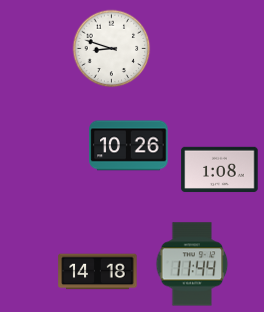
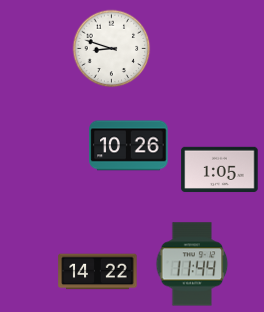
clock at (220, 170): 1:08 -> 1:05
clock at (98, 272): 14:18 -> 14:22
